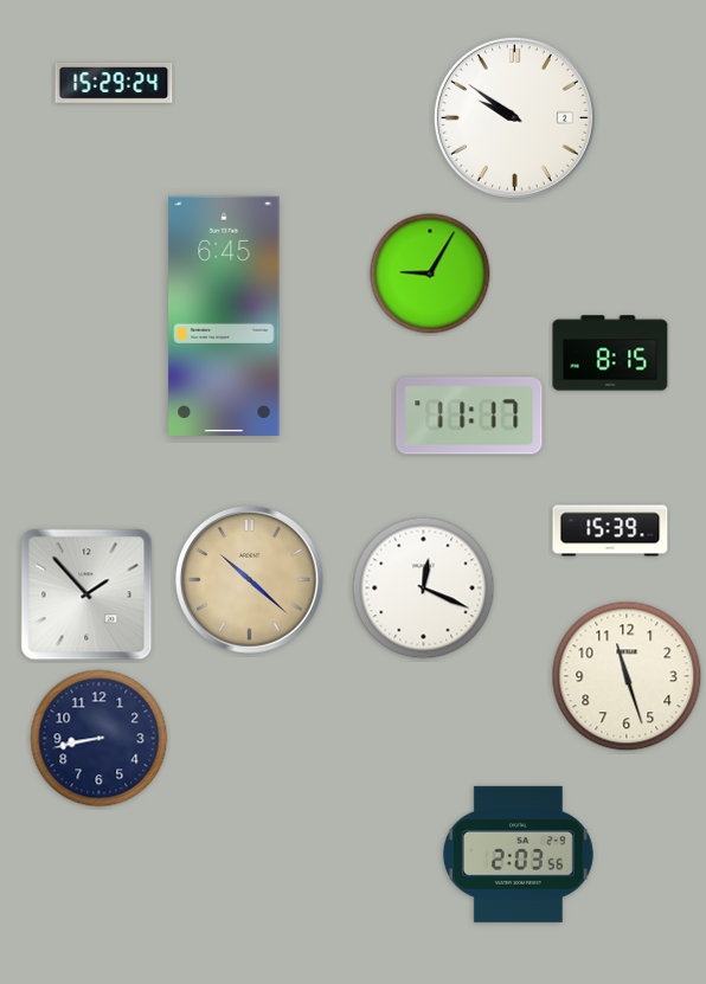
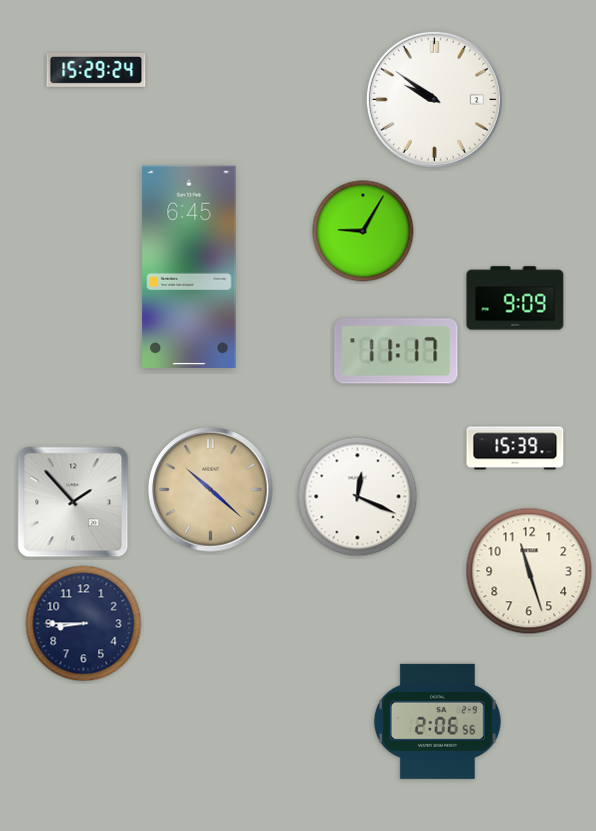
clock at (610, 353): 8:15 -> 9:09
clock at (100, 739): 8:43 -> 8:45
clock at (518, 854): 2:03 -> 2:06
